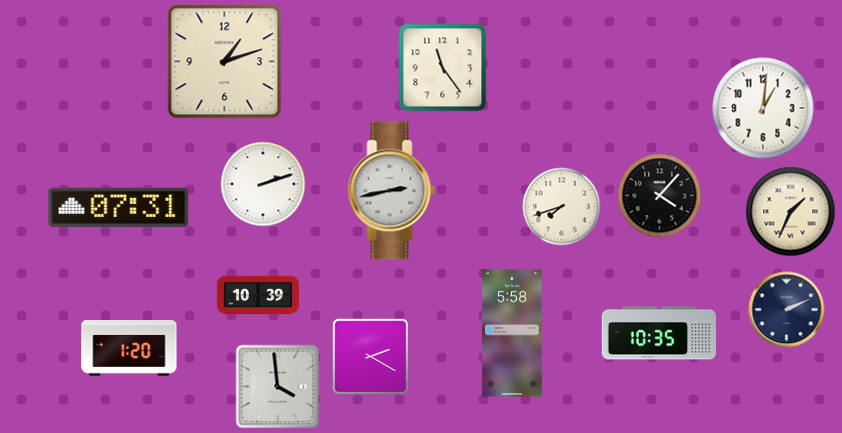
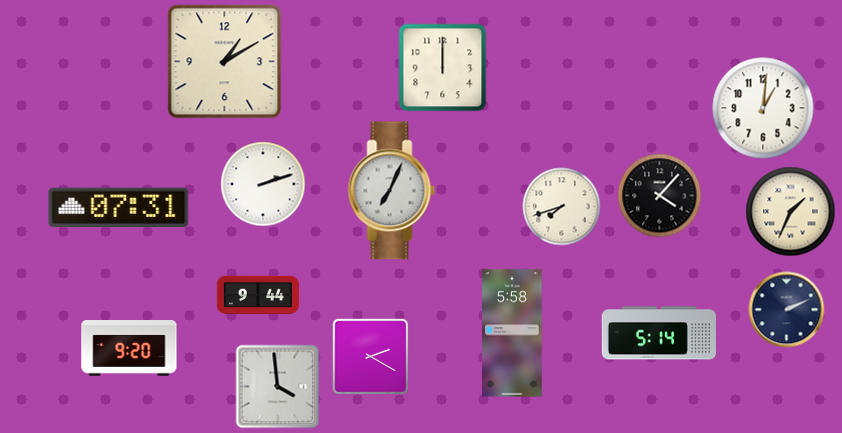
clock at (225, 62): 1:12 -> 1:10
clock at (443, 68): 11:24 -> 12:00
clock at (392, 191): 2:43 -> 7:04
clock at (258, 295): 10:39 -> 9:44
clock at (659, 333): 10:35 -> 5:14
clock at (129, 349): 1:20 -> 9:20
